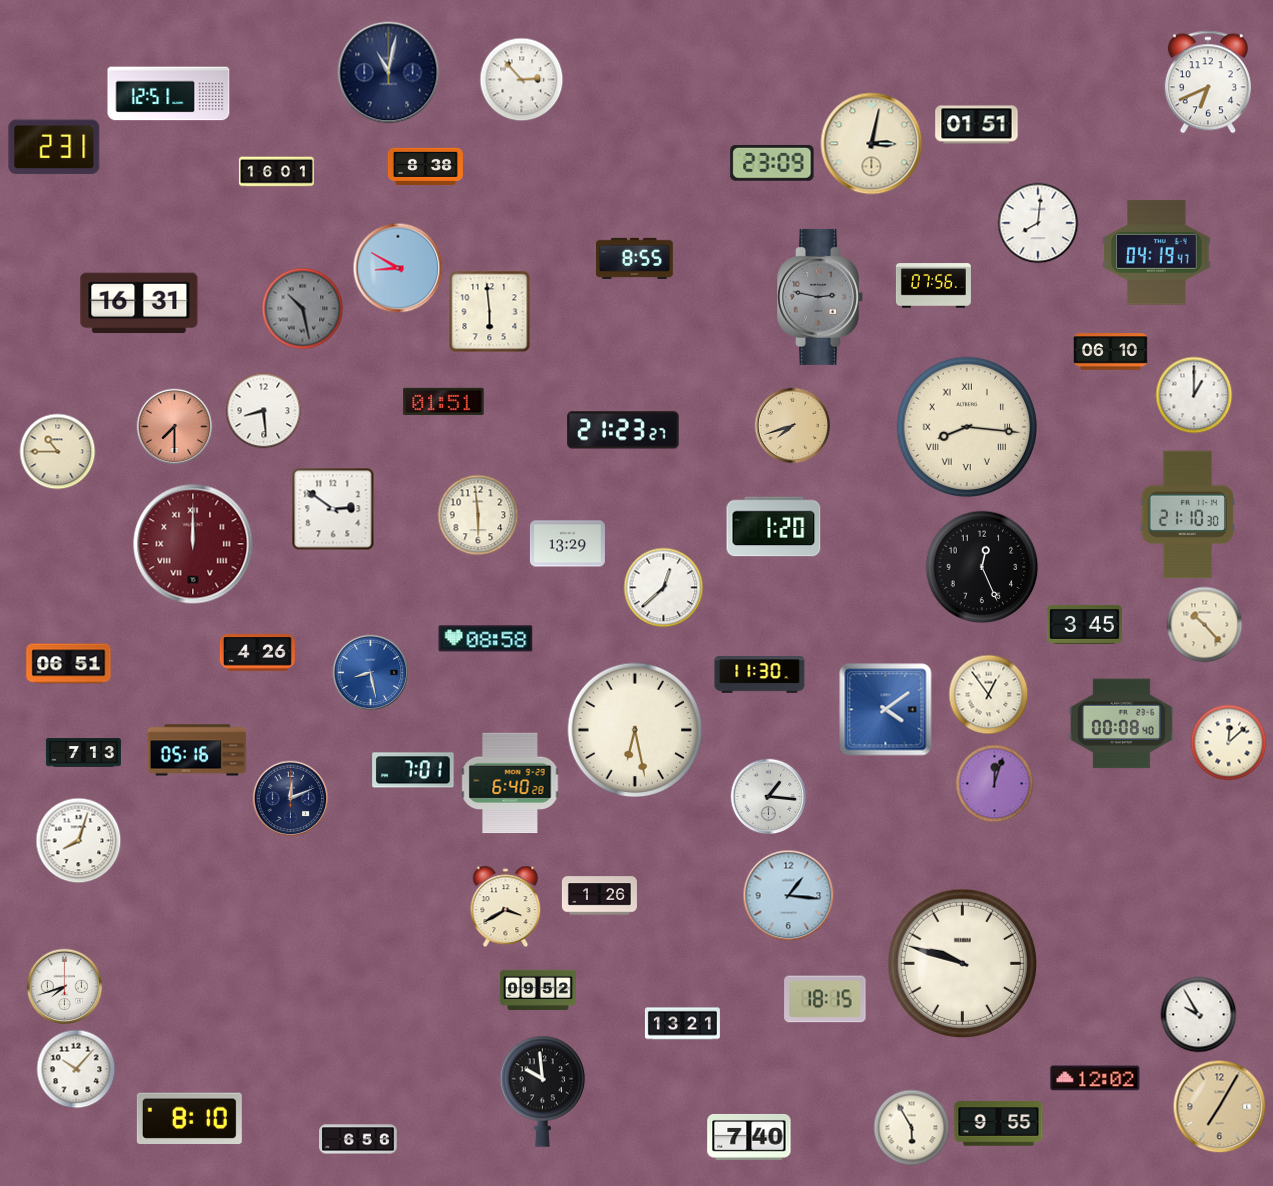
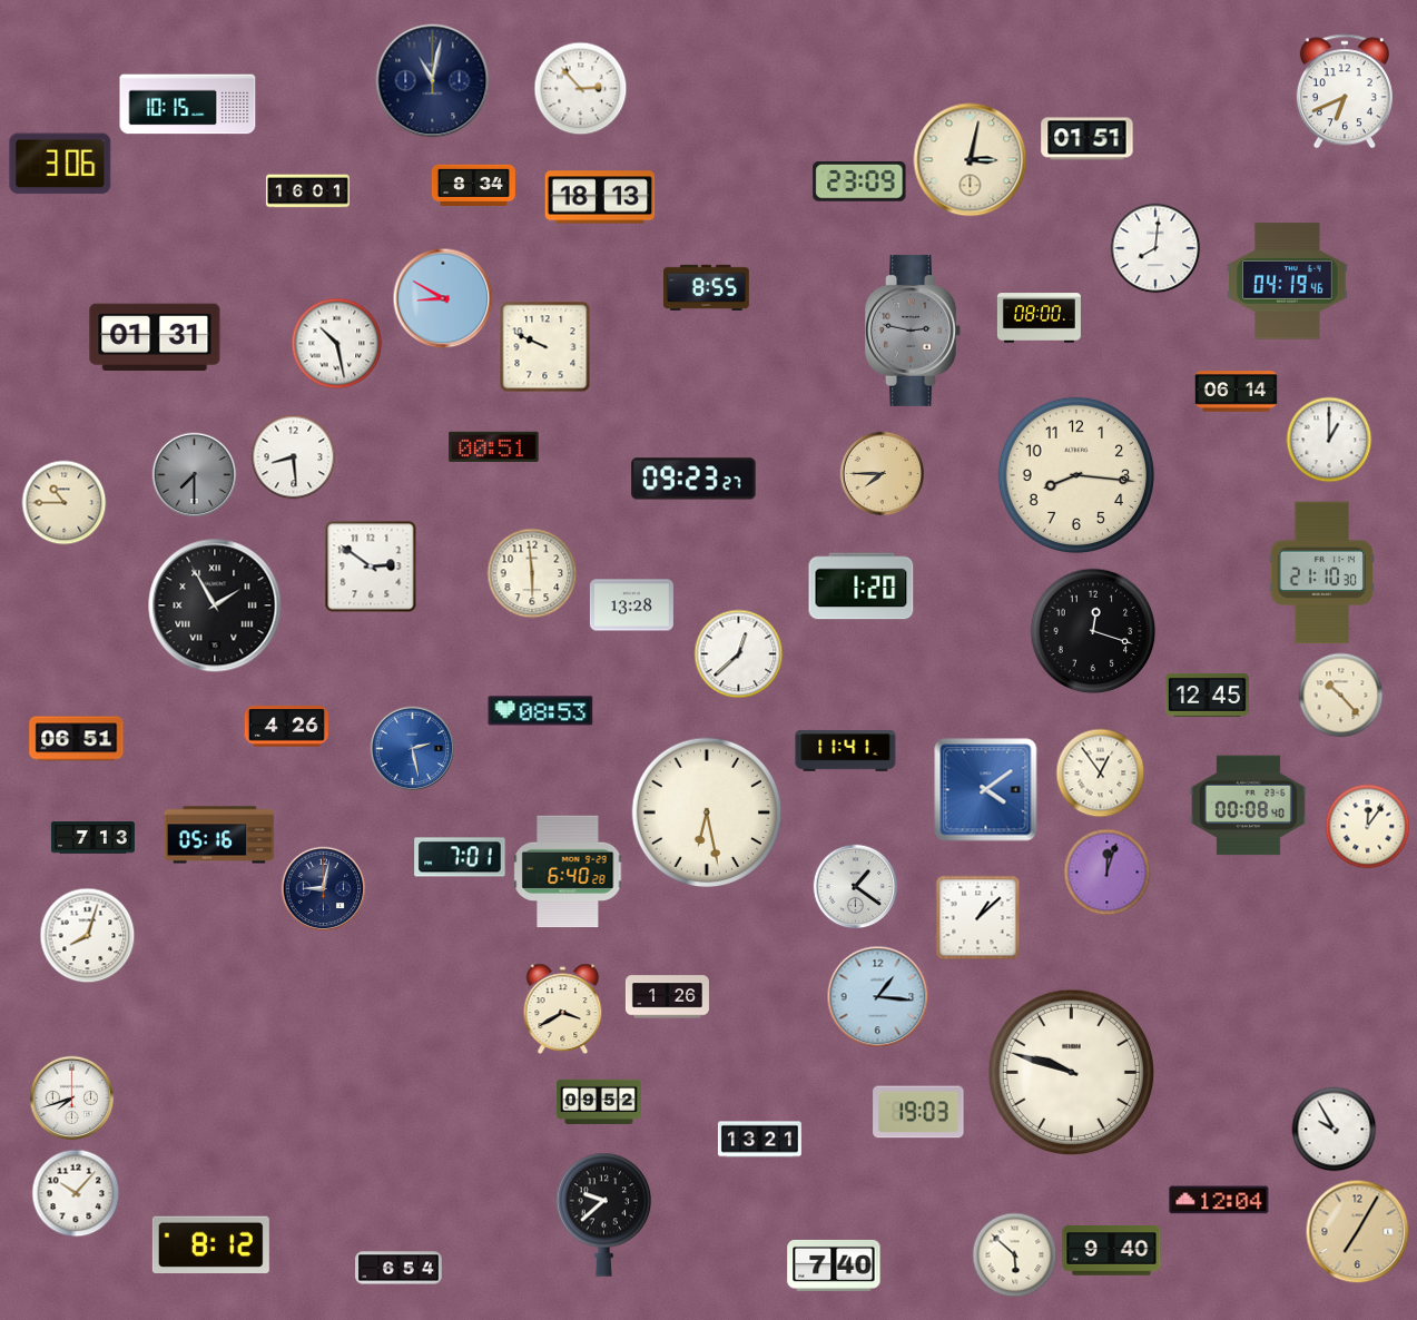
clock at (169, 94): 12:51 -> 10:15
clock at (54, 147): 2:31 -> 3:06
clock at (425, 166): 8:38 -> 8:34
clock at (600, 197): none -> 18:13
clock at (1157, 253): 04:19:47 -> 04:19:46
clock at (933, 286): 07:56 -> 08:00
clock at (139, 303): 16:31 -> 01:31
clock at (303, 309) dial: grey -> white
clock at (490, 312): 5:59 -> 9:49
clock at (1110, 352): 06:10 -> 06:14
clock at (444, 401): 01:51 -> 00:51
clock at (793, 426): 7:42 -> 7:45
clock at (966, 426) numerals: Roman -> Arabic
clock at (175, 427) dial: salmon -> grey
clock at (623, 430): 21:23 -> 09:23
clock at (193, 544): 12:00 -> 1:55
clock at (193, 544) dial: burgundy -> black
clock at (567, 544): 13:29 -> 13:28
clock at (982, 567): 12:26 -> 12:18
clock at (1084, 624): 3:45 -> 12:45
clock at (486, 639): 08:58 -> 08:53
clock at (371, 673): 8:28 -> 2:28
clock at (760, 675): 11:30 -> 11:41
clock at (1229, 743): 12:08 -> 12:06
clock at (769, 797): 1:16 -> 1:21
clock at (291, 799): 12:11 -> 9:02
clock at (978, 918): none -> 1:08
clock at (825, 999): 18:15 -> 19:03
clock at (76, 1069) position: (76, 1069) -> (76, 1193)
clock at (1095, 1078): 12:02 -> 12:04
clock at (543, 1091): 9:59 -> 9:38
clock at (189, 1119): 8:10 -> 8:12
clock at (999, 1124): 9:55 -> 9:40
clock at (912, 1128): 5:55 -> 5:52
clock at (358, 1139): 6:56 -> 6:54
